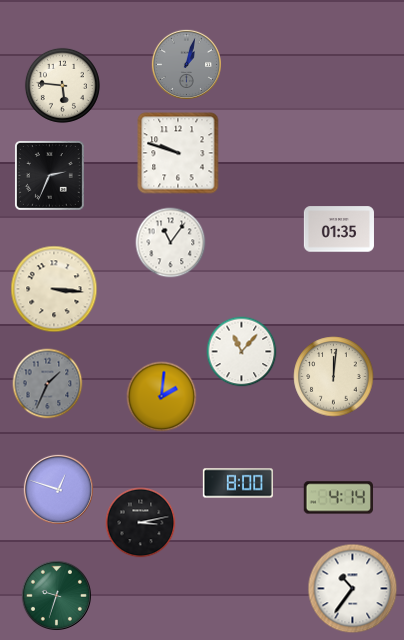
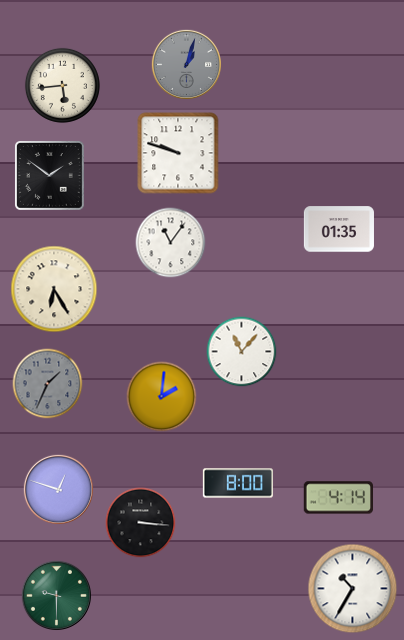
clock at (62, 85): 5:46 -> 5:44
clock at (50, 176): 2:34 -> 1:51
clock at (54, 289): 3:16 -> 6:25
clock at (334, 377): 12:01 -> none
clock at (141, 523): 3:13 -> 3:16
clock at (353, 589): 10:36 -> 10:35
clock at (56, 595): 9:33 -> 9:30
